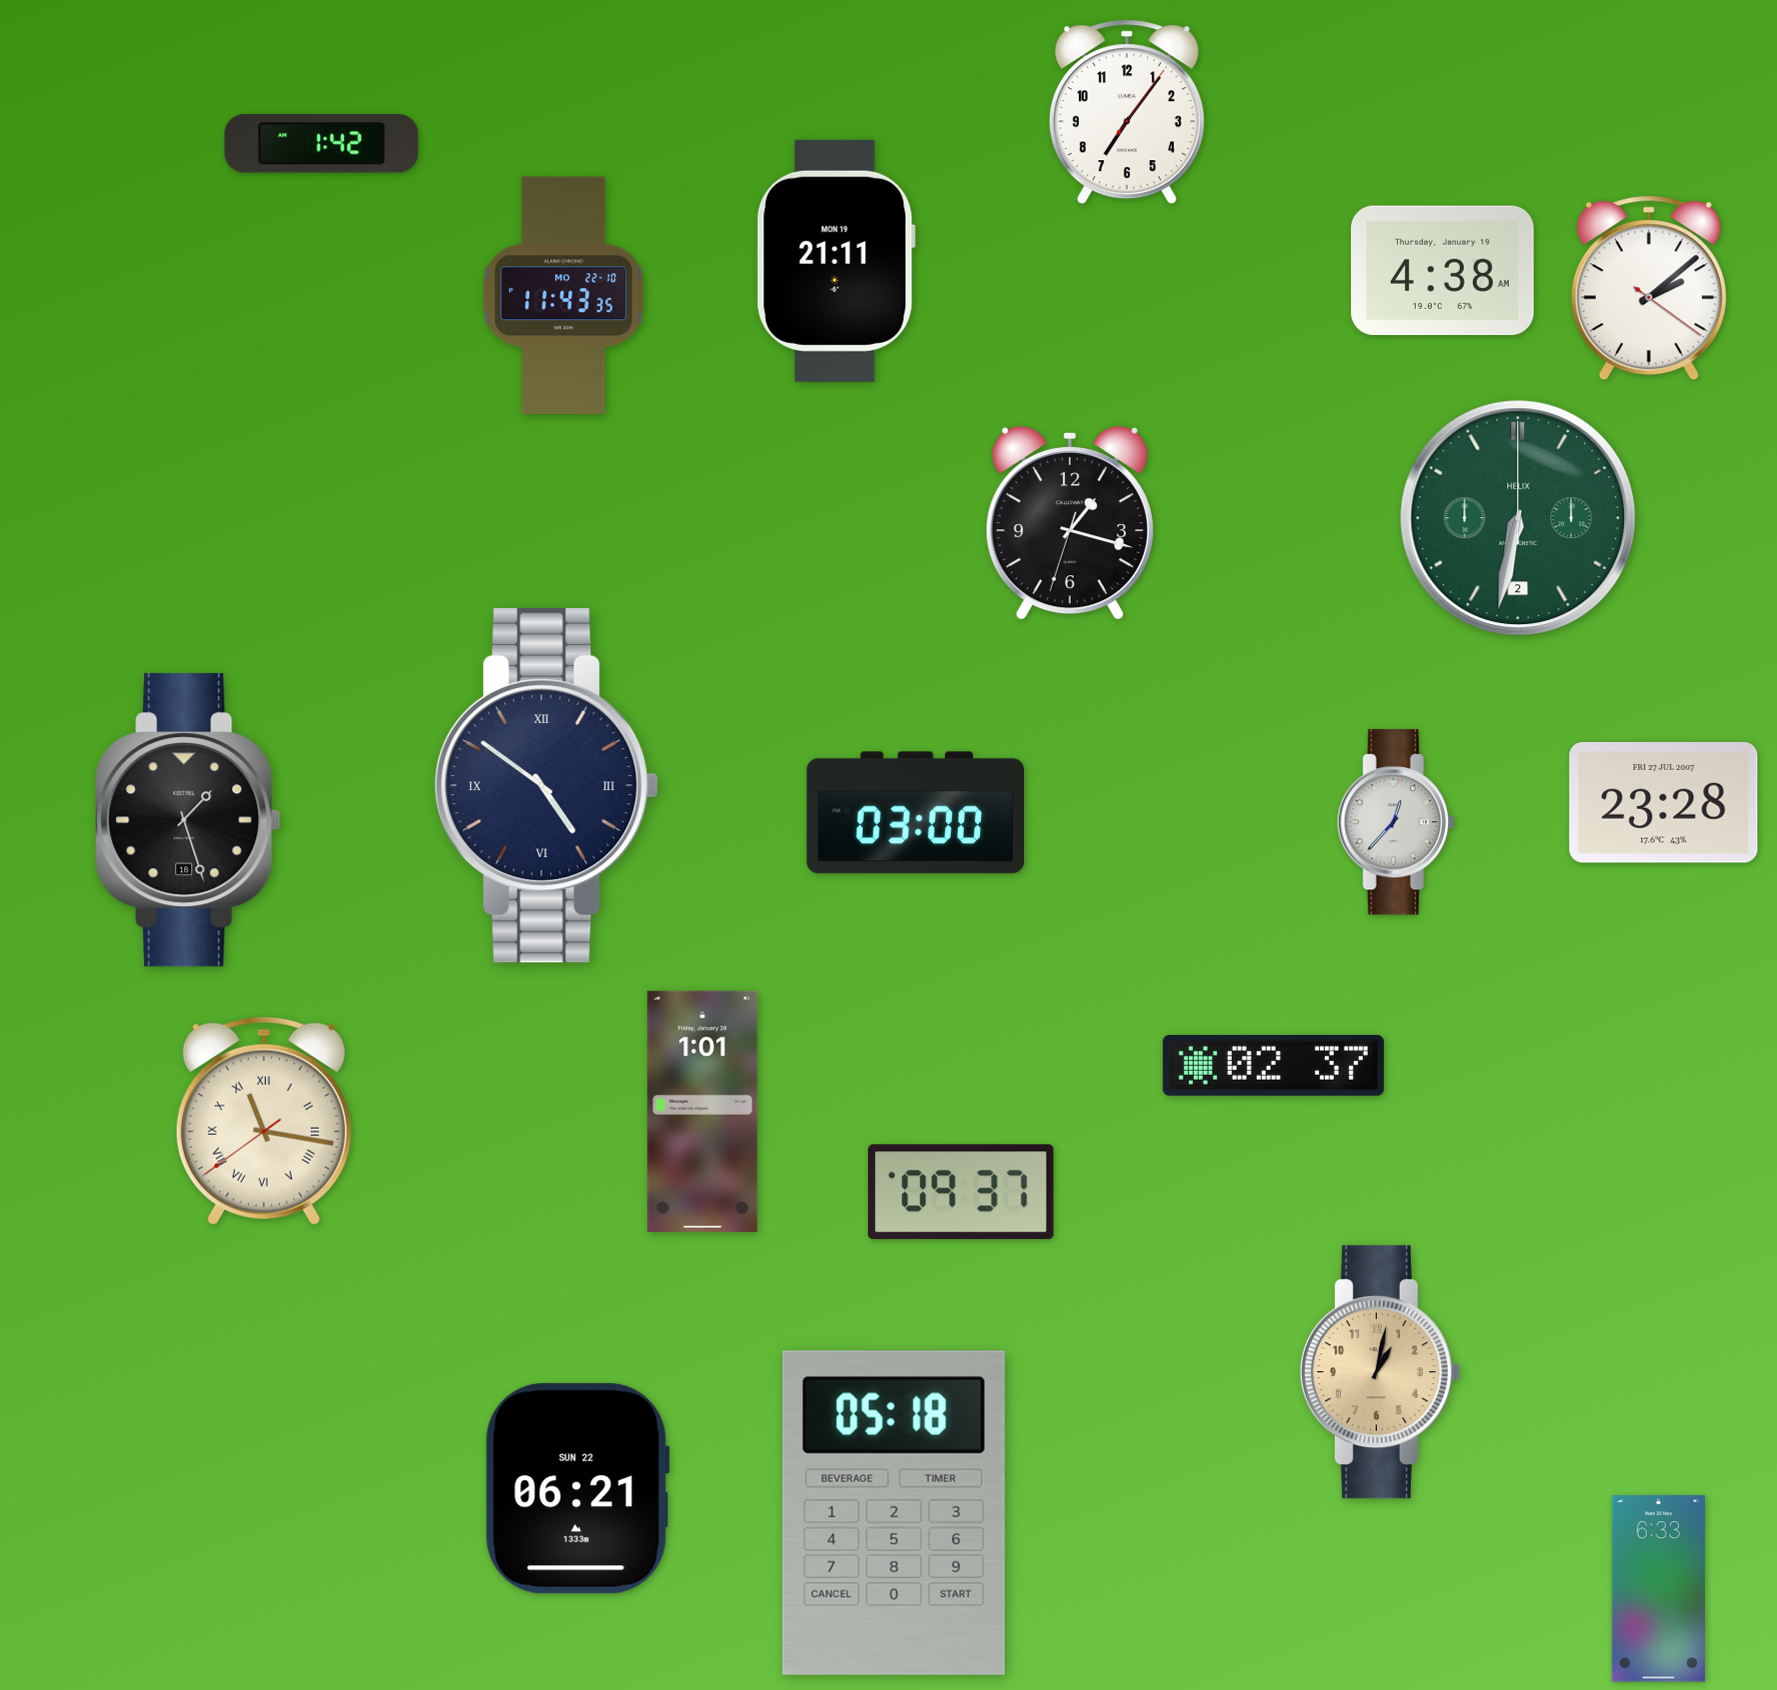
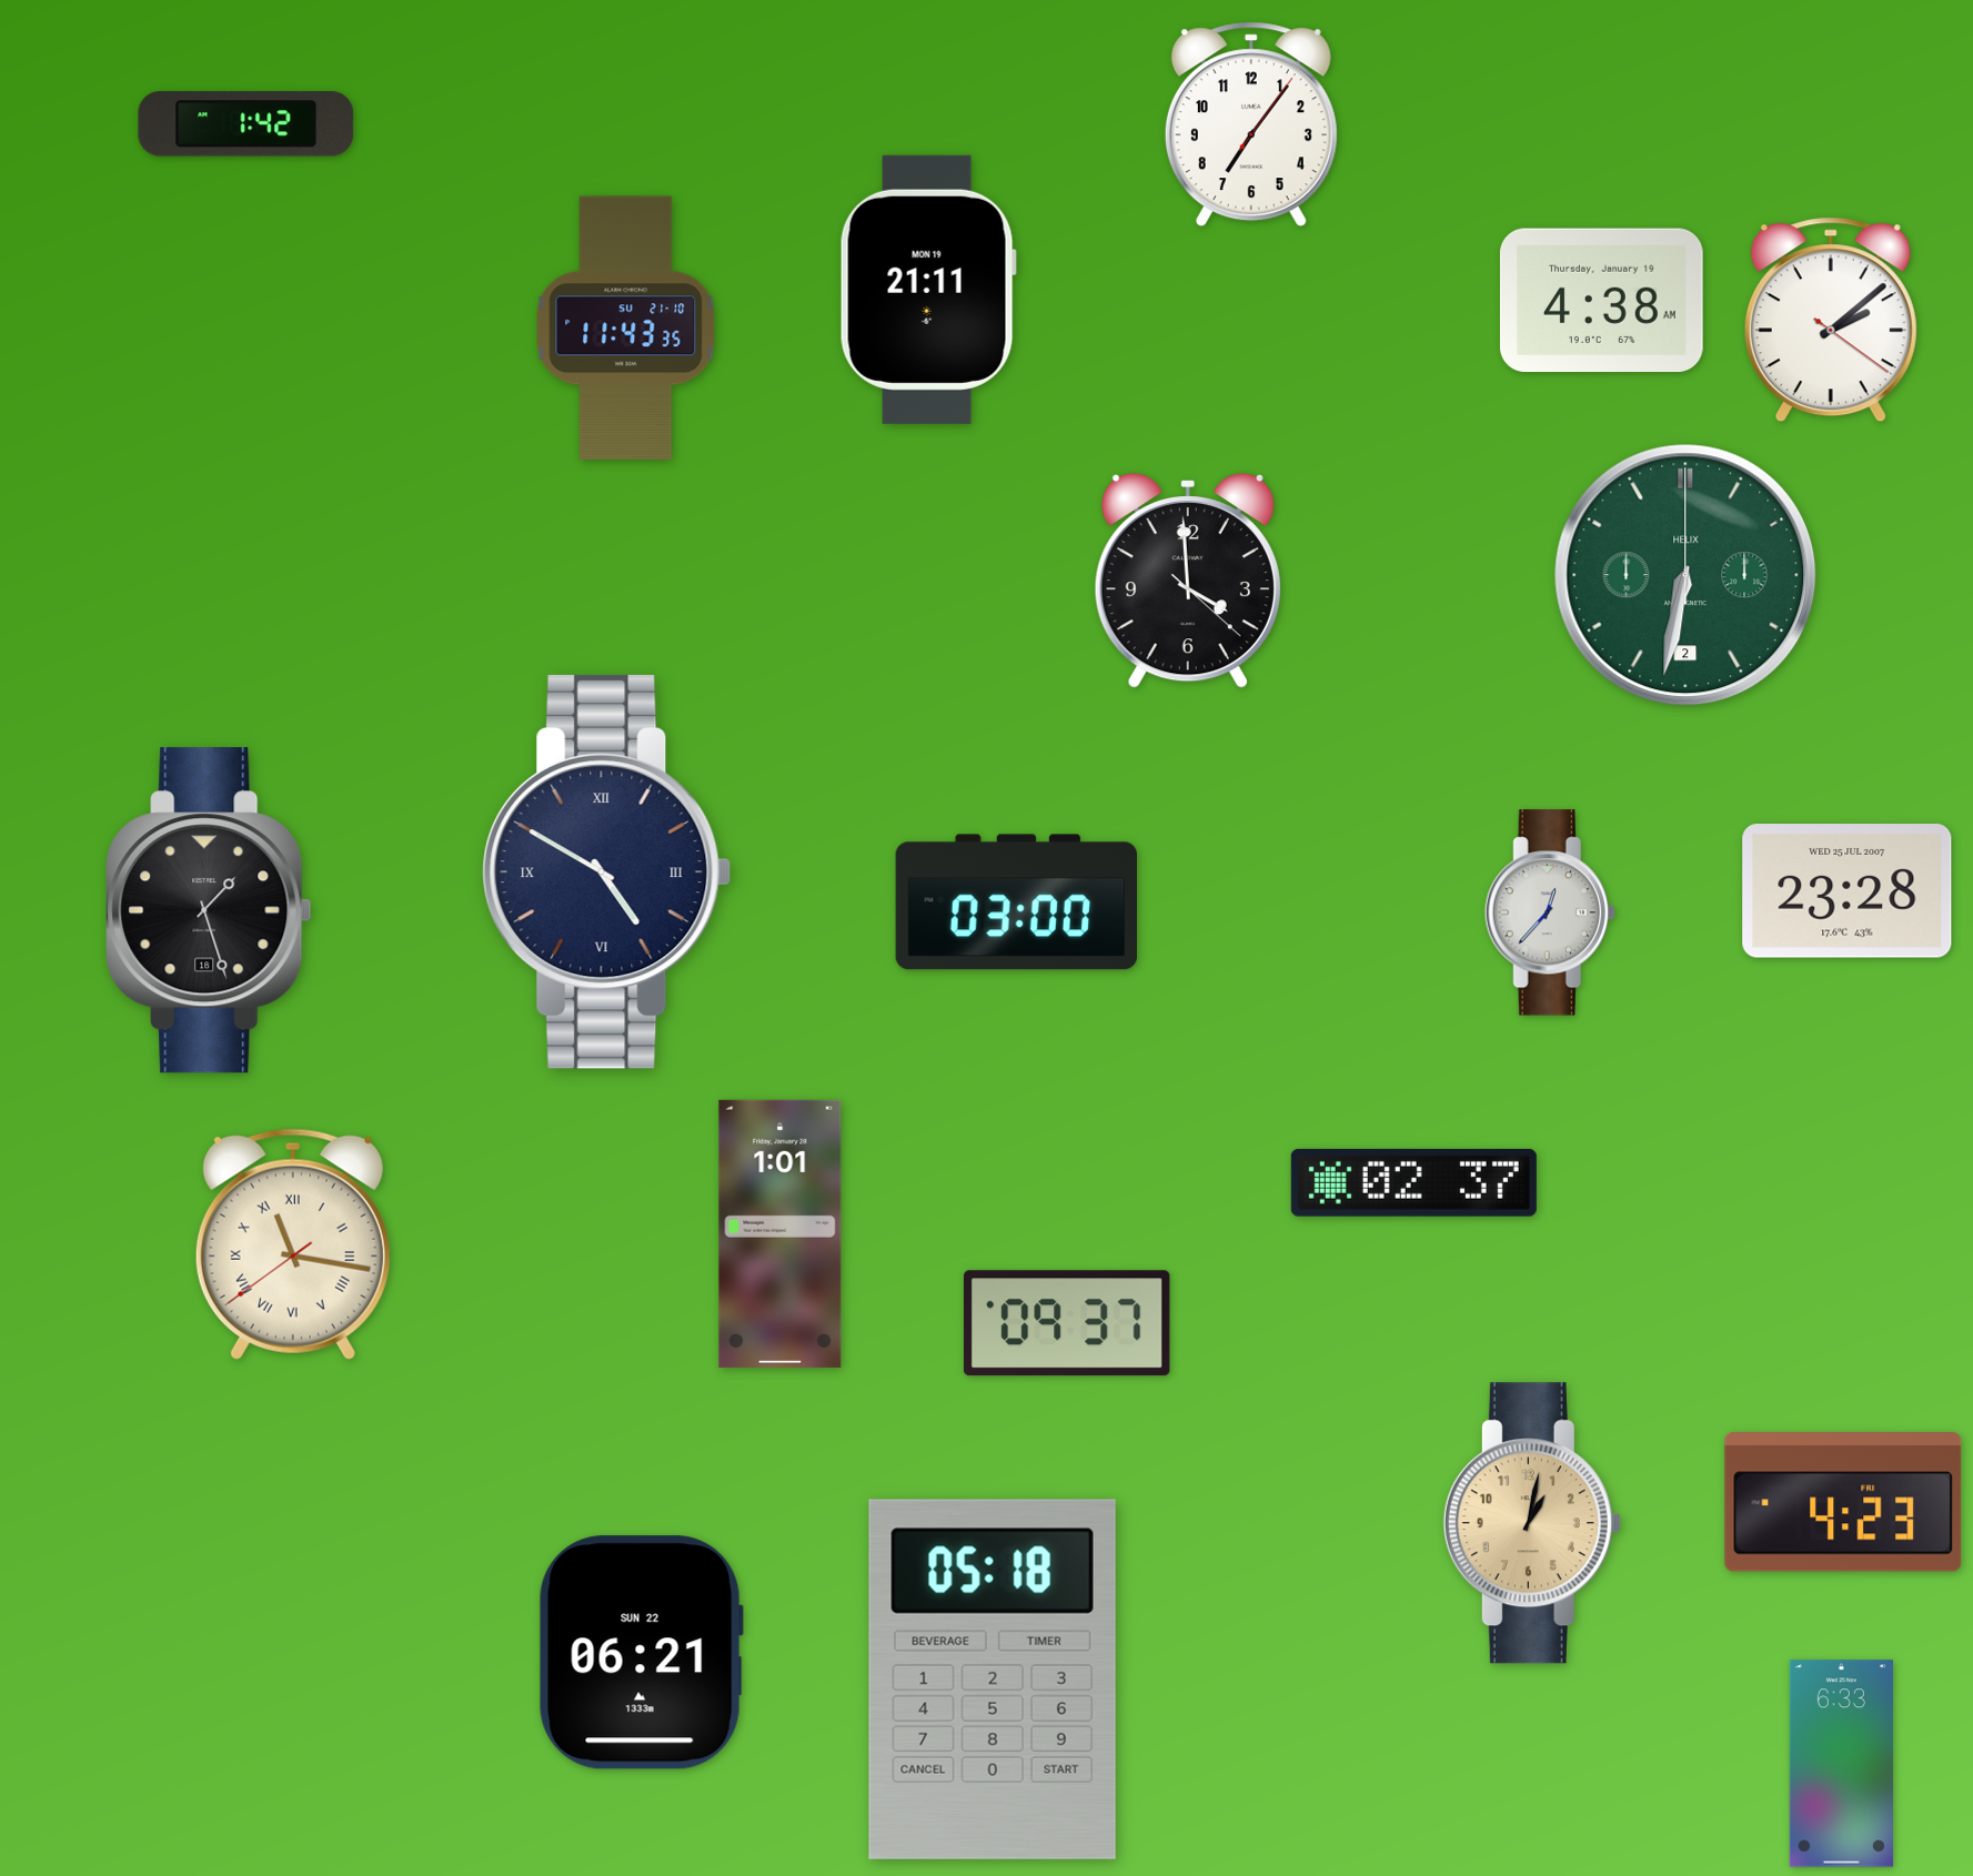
clock at (322, 144) position: (322, 144) -> (246, 124)
clock at (564, 296) date: MO 22-10 -> SU 21-10
clock at (1070, 523): 1:17 -> 3:59
clock at (547, 785): 4:51 -> 4:50
clock at (1664, 803) date: FRI 27 JUL 2007 -> WED 25 JUL 2007
clock at (1843, 1502): none -> 4:23
